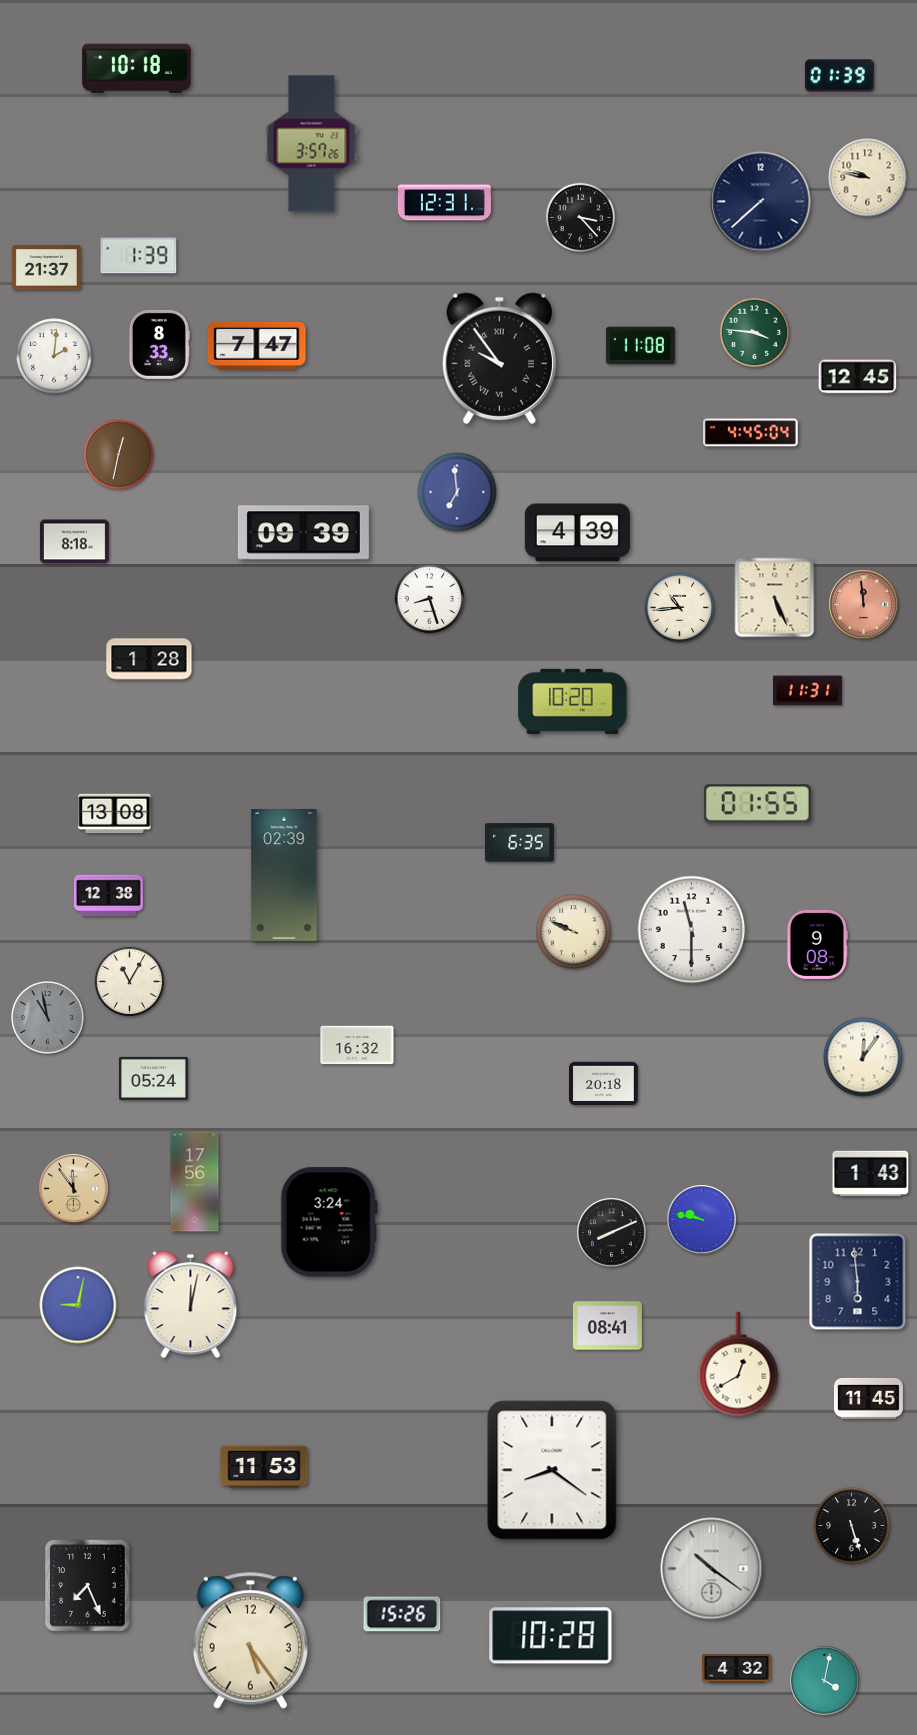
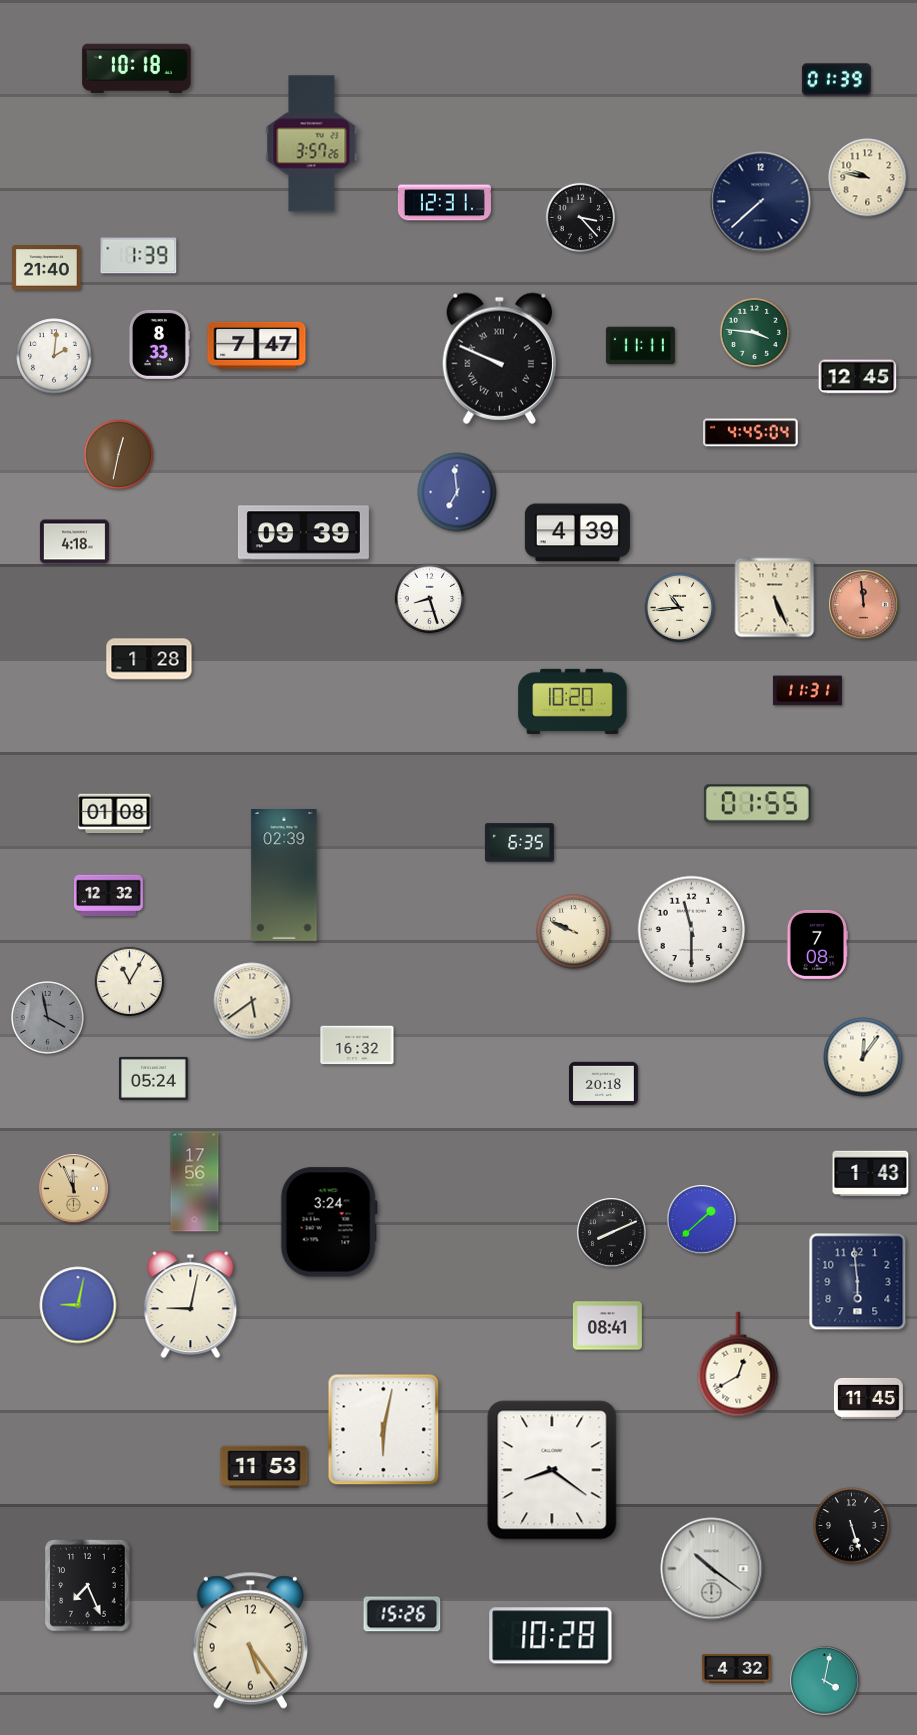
clock at (839, 76) position: (839, 76) -> (836, 80)
clock at (46, 268): 21:37 -> 21:40
clock at (640, 346): 11:08 -> 11:11
clock at (499, 358): 9:54 -> 9:49
clock at (74, 542): 8:18 -> 4:18
clock at (115, 814): 13:08 -> 01:08
clock at (108, 895): 12:38 -> 12:32
clock at (817, 944): 9:08 -> 7:08
clock at (252, 1001): none -> 5:39
clock at (48, 1018): 10:58 -> 3:58
clock at (74, 1189): 11:54 -> 11:56
clock at (702, 1220): 9:47 -> 1:38
clock at (191, 1305): 12:02 -> 9:02
clock at (384, 1430): none -> 6:02
